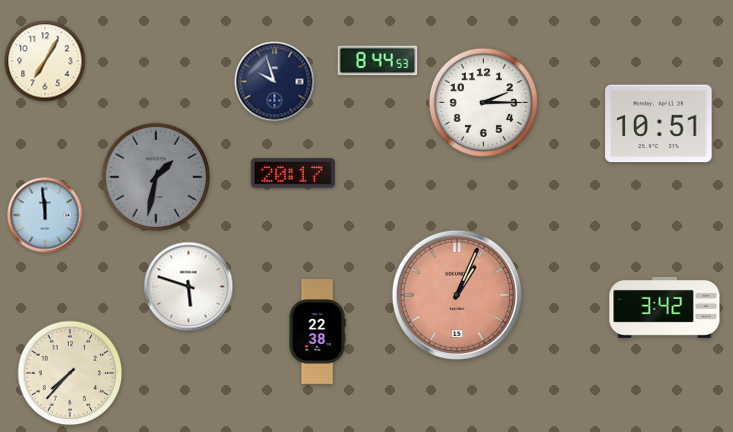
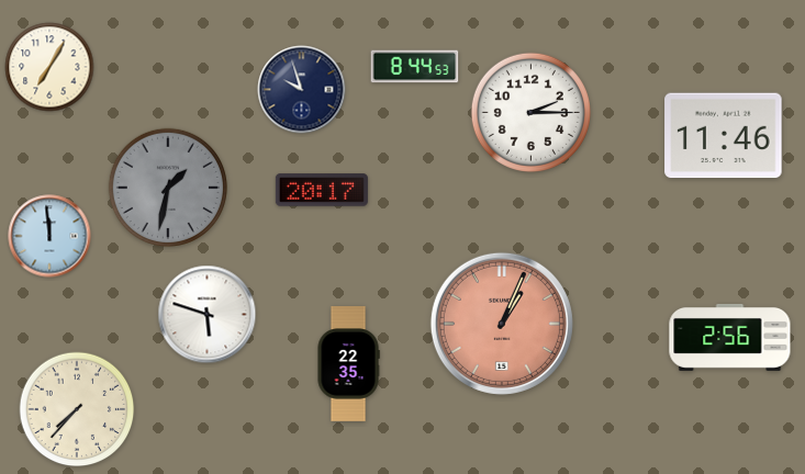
clock at (659, 124): 10:51 -> 11:46
clock at (156, 177) position: (156, 177) -> (168, 188)
clock at (665, 307): 3:42 -> 2:56
clock at (317, 332): 22:38 -> 22:35
